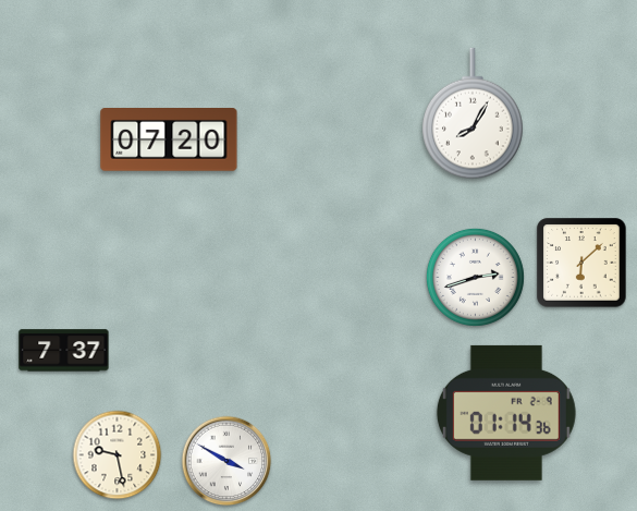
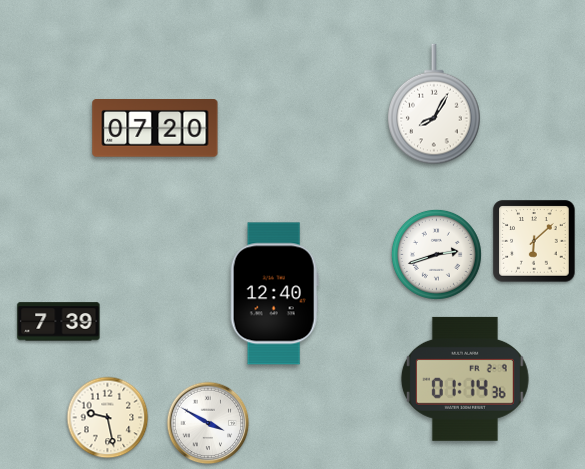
clock at (274, 294): none -> 12:40
clock at (64, 351): 7:37 -> 7:39
